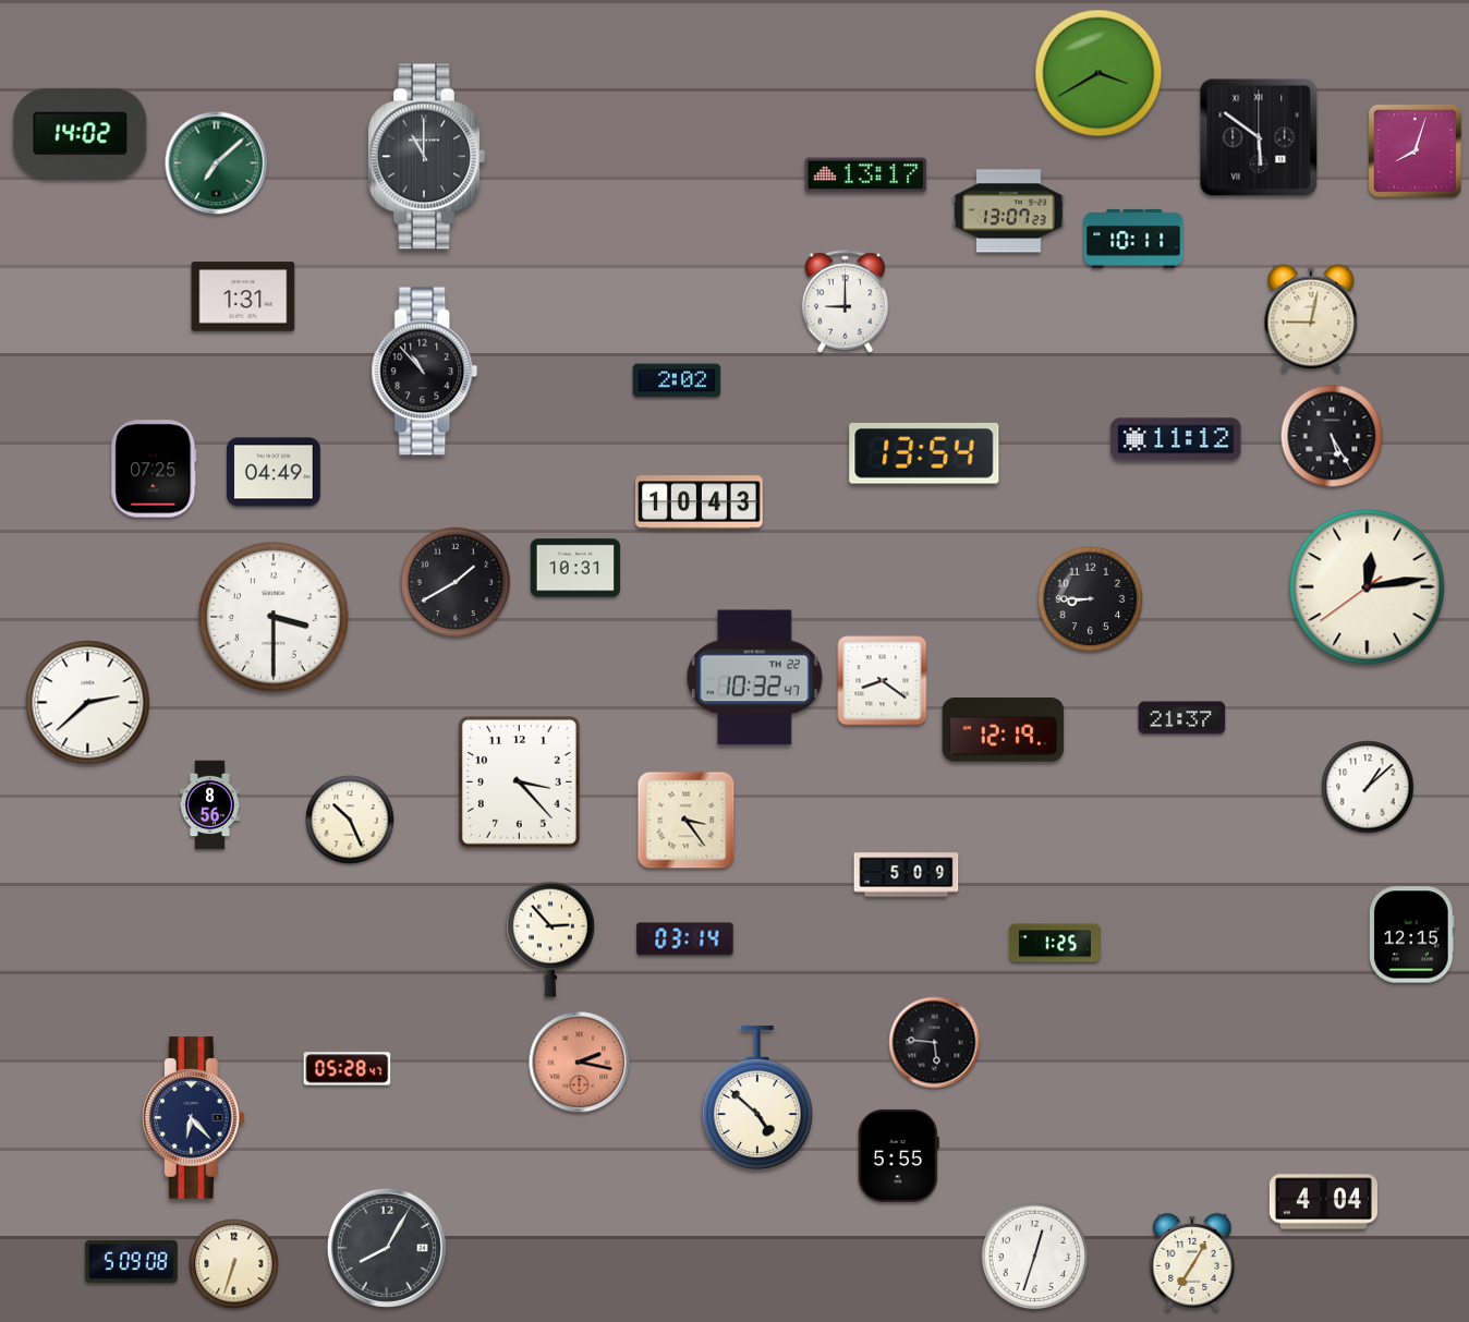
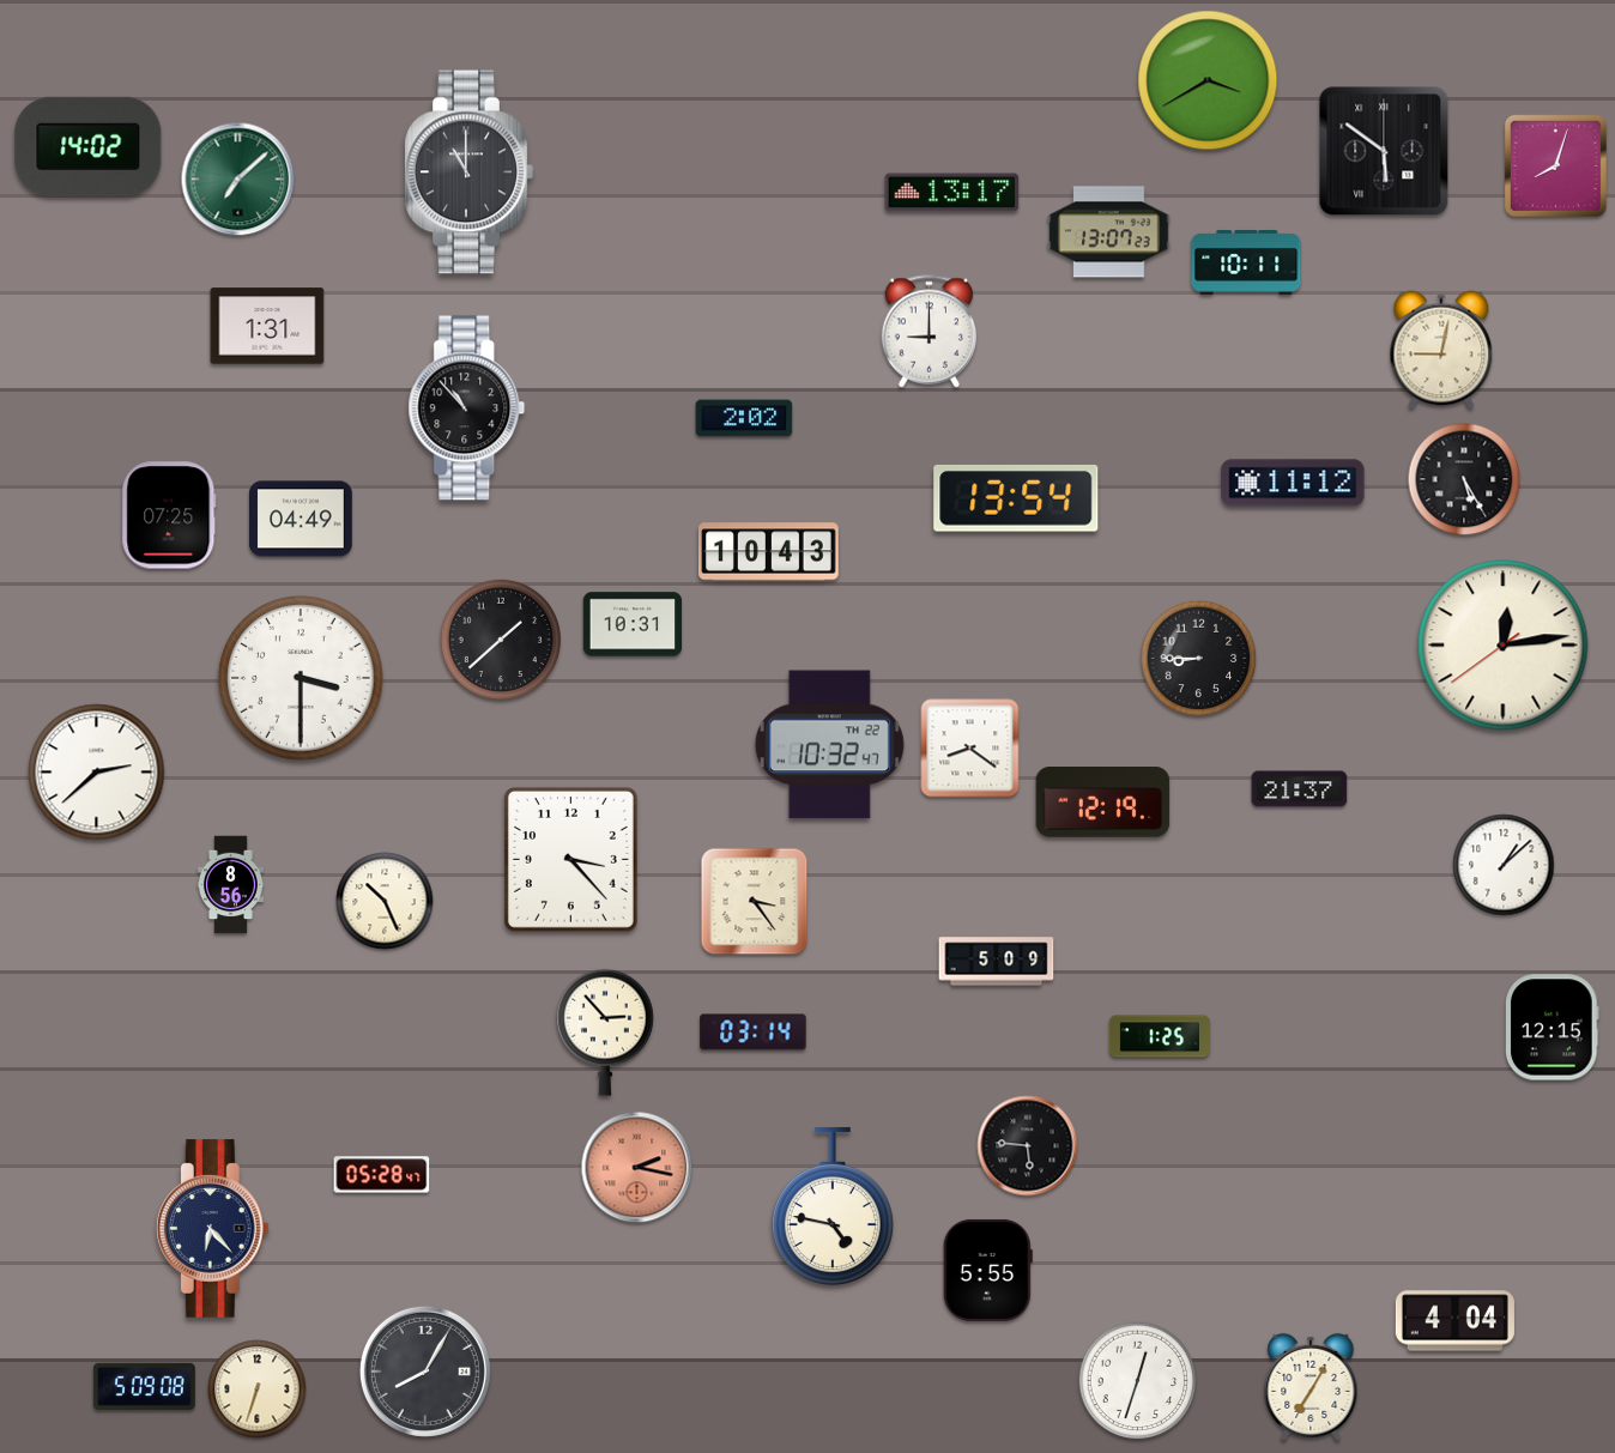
clock at (456, 582): 1:40 -> 1:38
clock at (757, 1097): 4:52 -> 4:47
